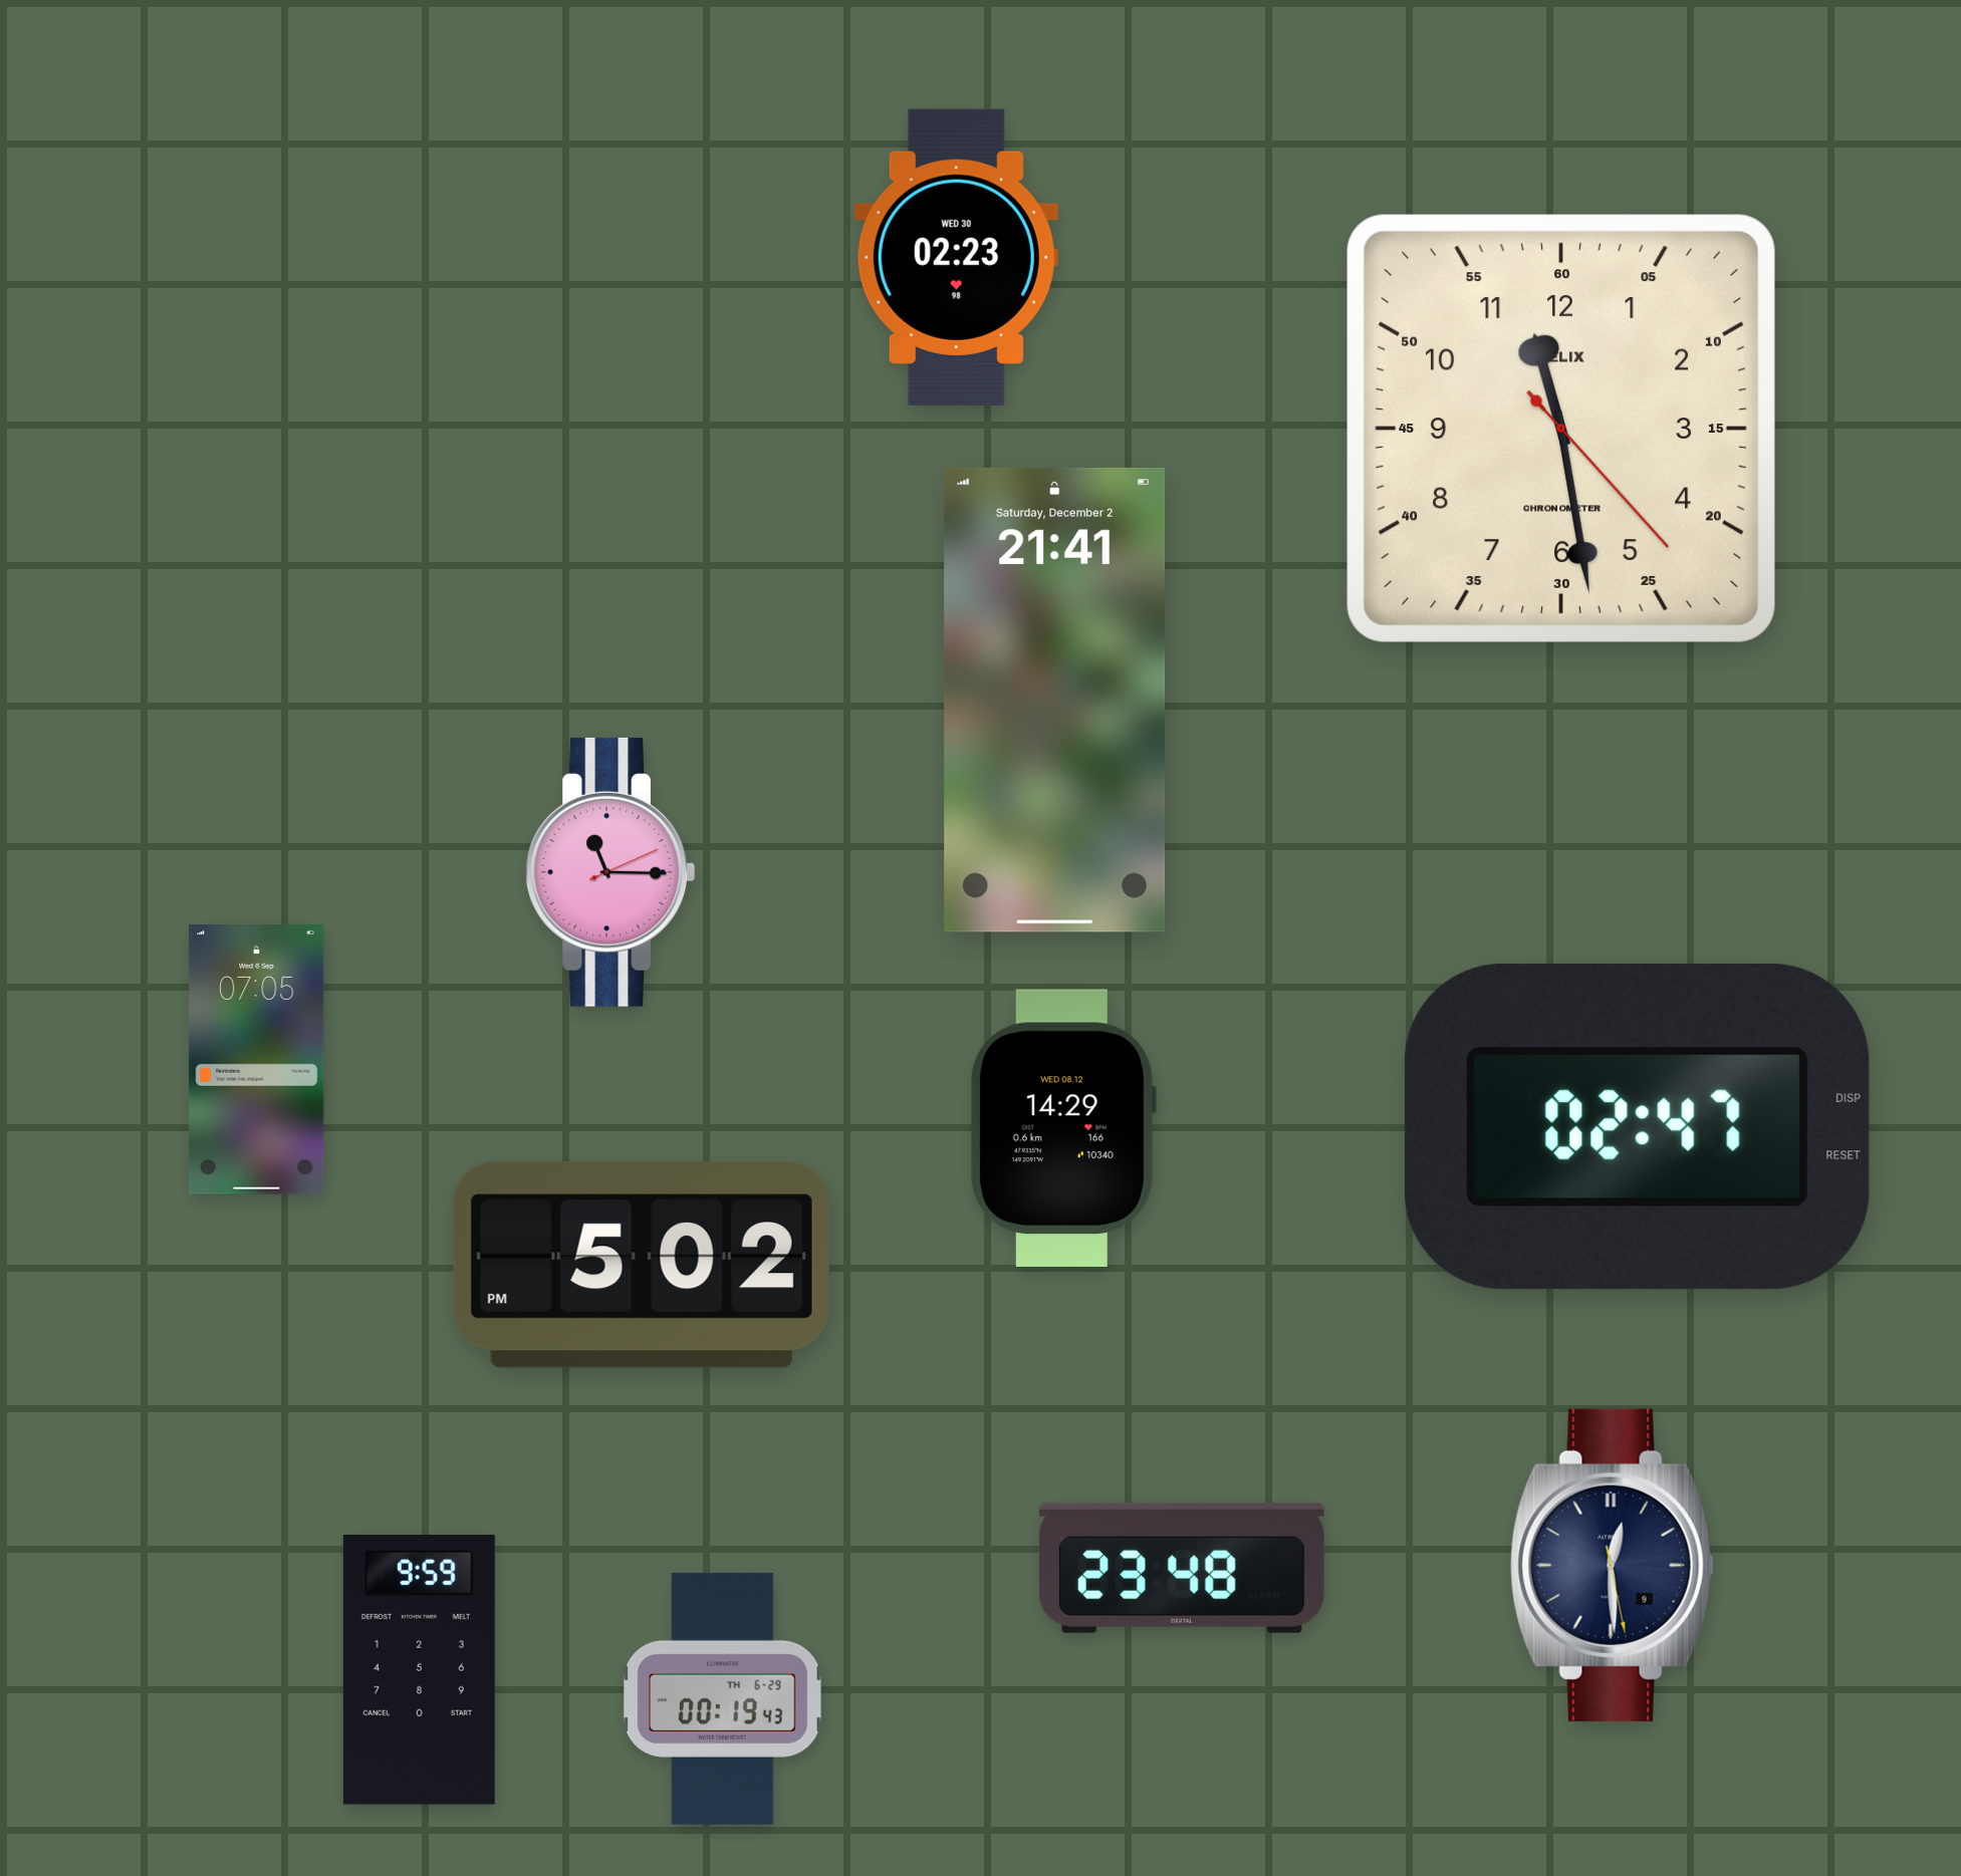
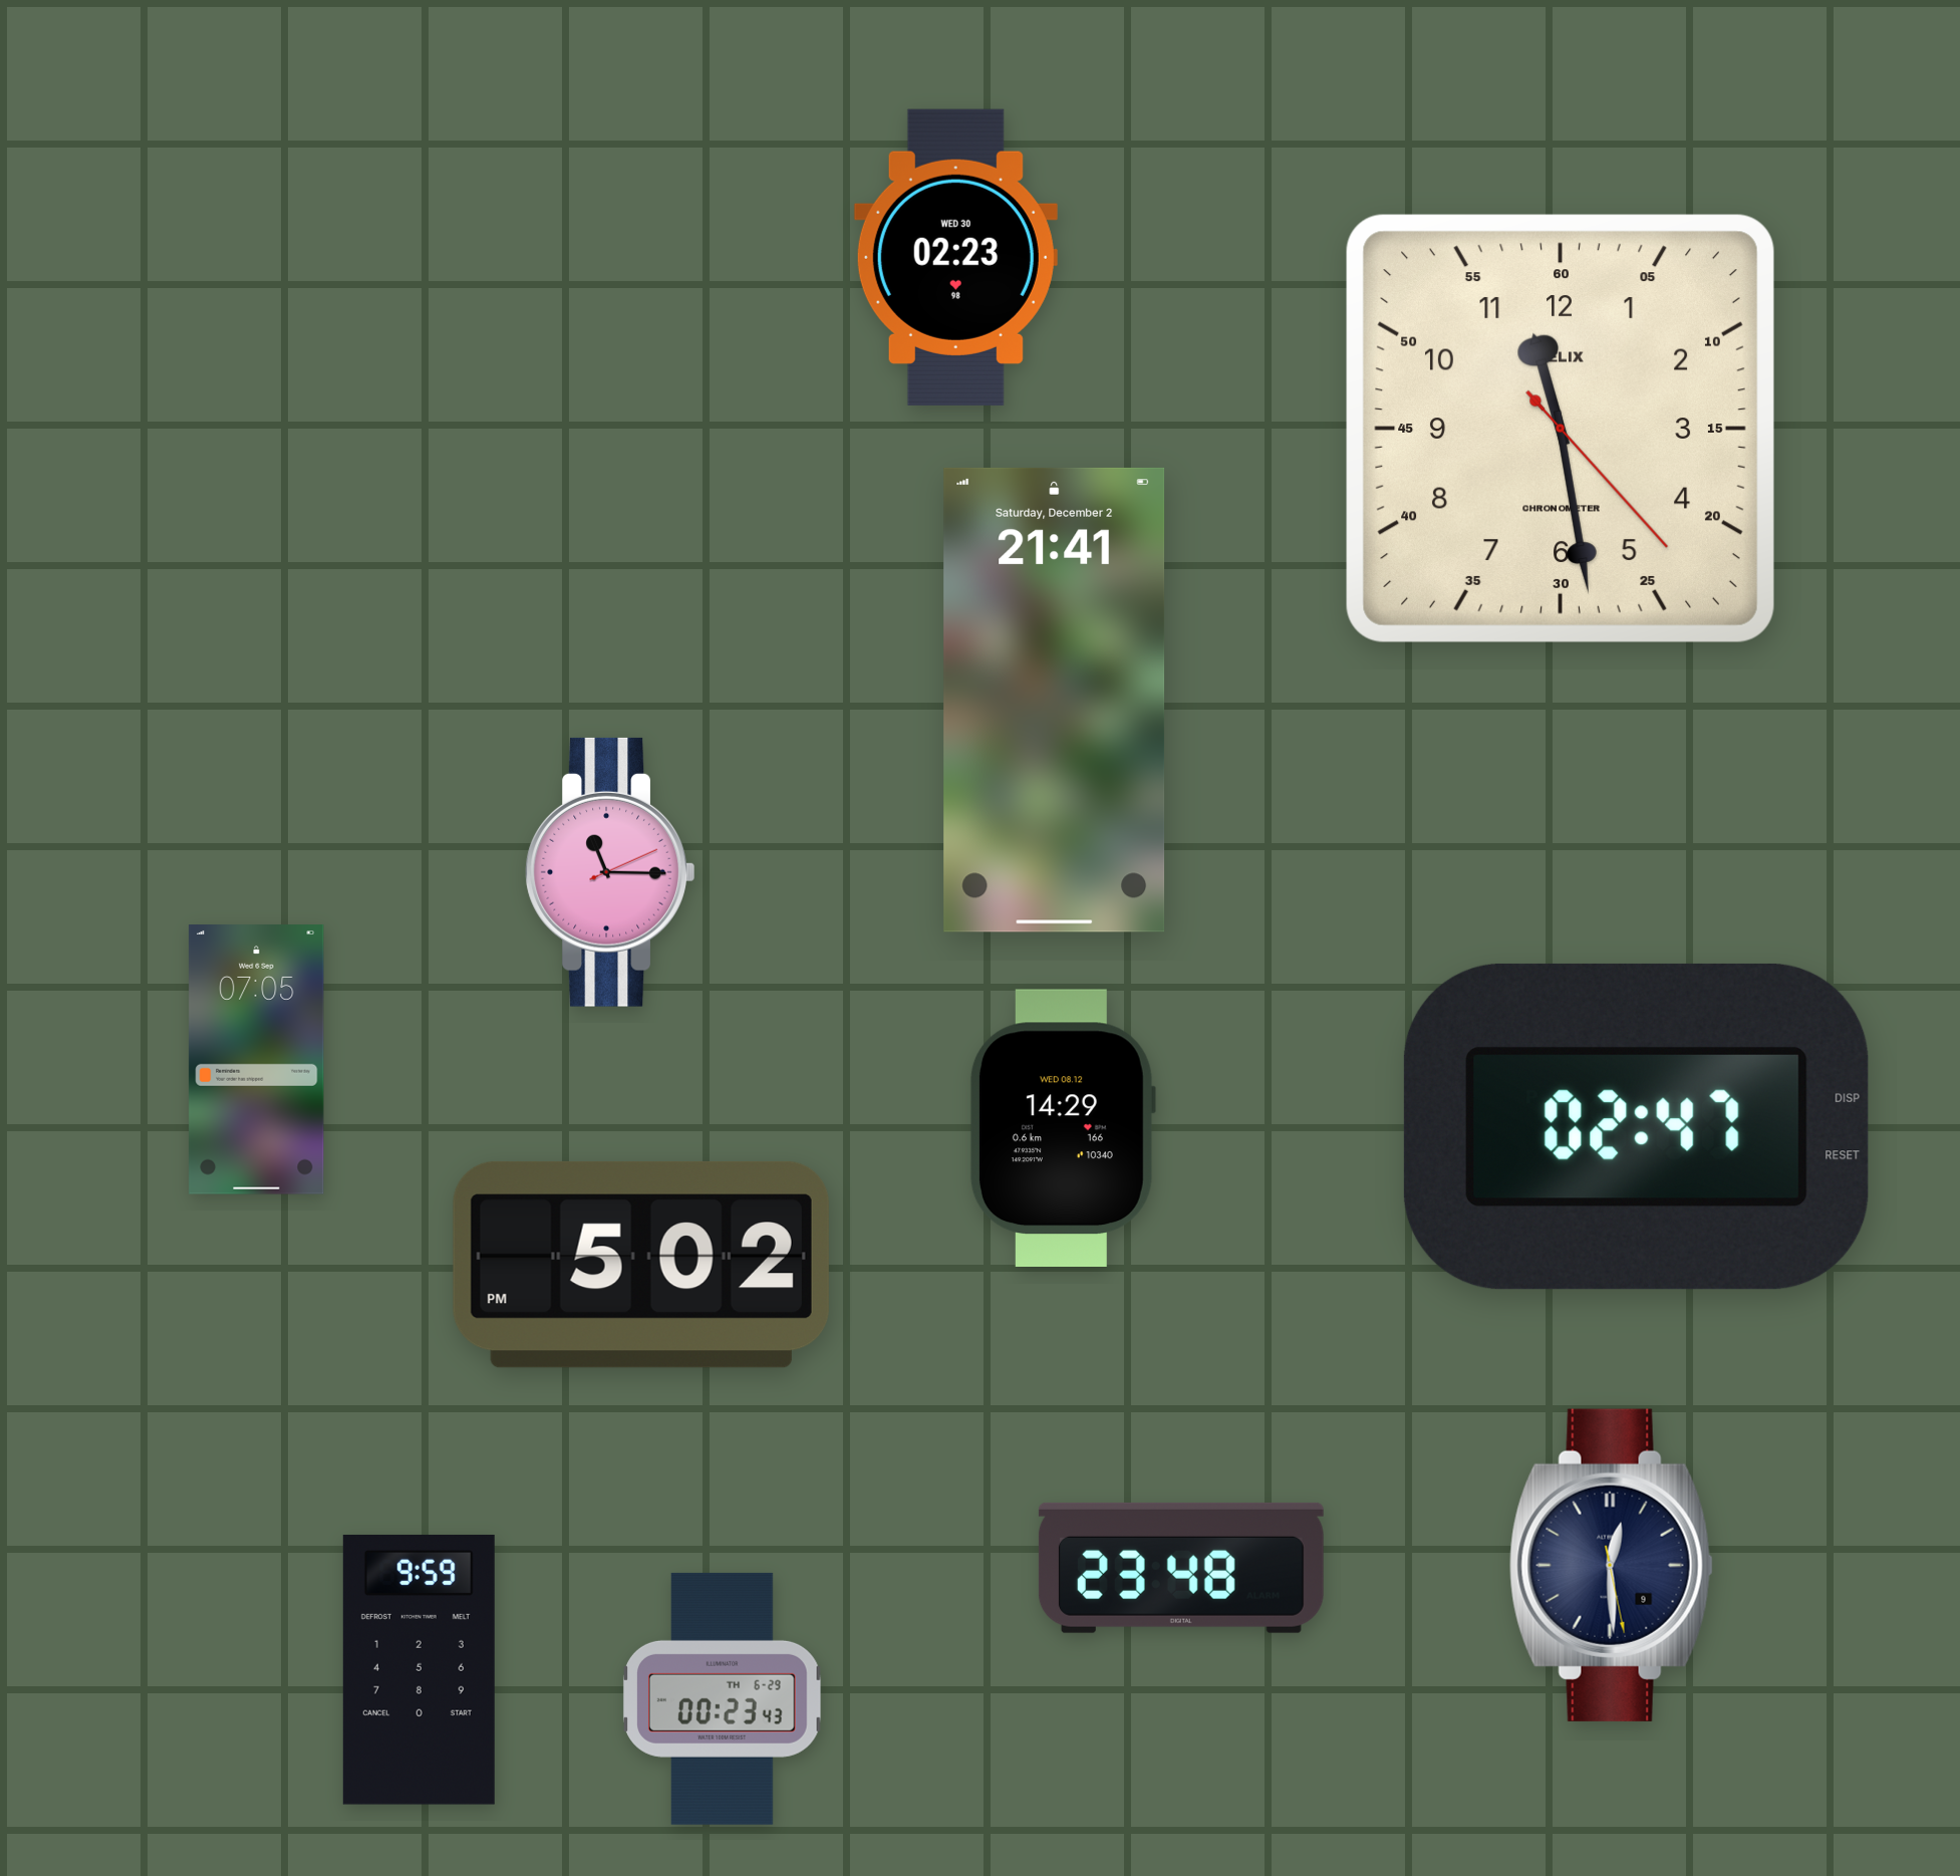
clock at (723, 1698): 00:19 -> 00:23
